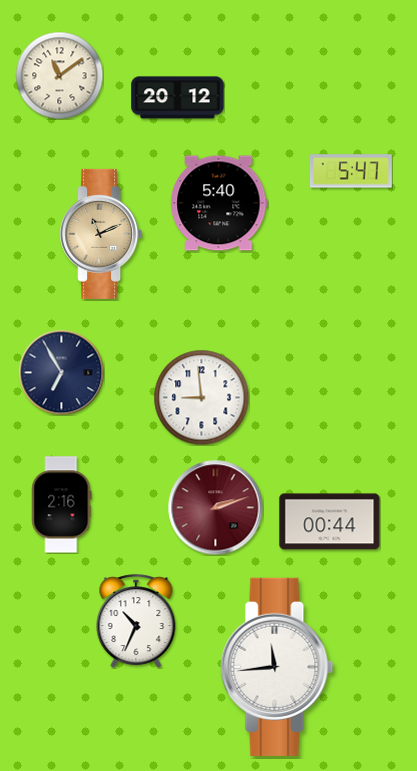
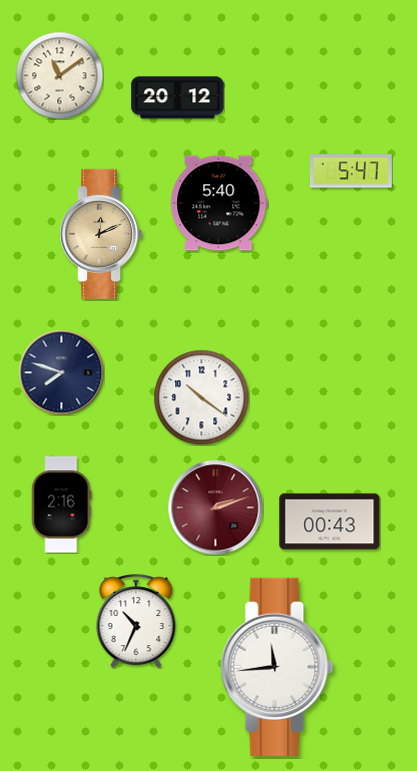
clock at (101, 234): 11:11 -> 12:11
clock at (61, 372): 6:55 -> 7:48
clock at (201, 397): 8:59 -> 10:21
clock at (330, 522): 00:44 -> 00:43
